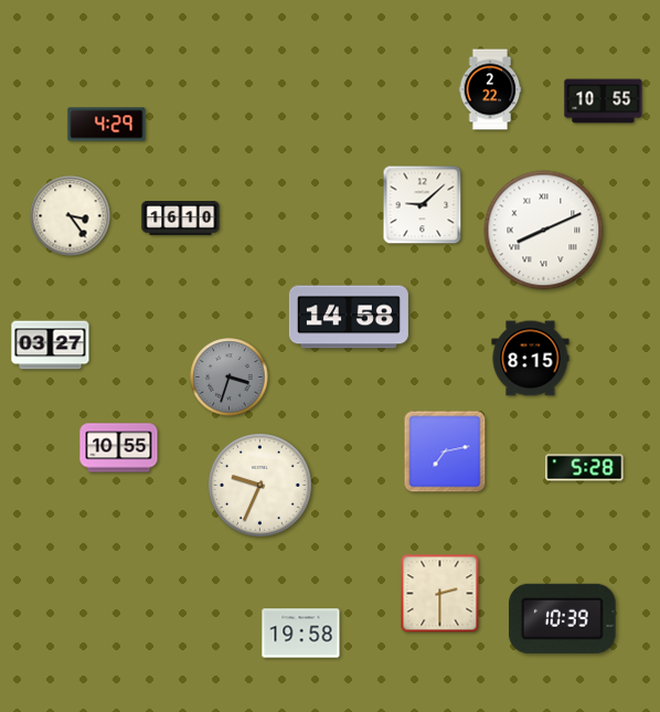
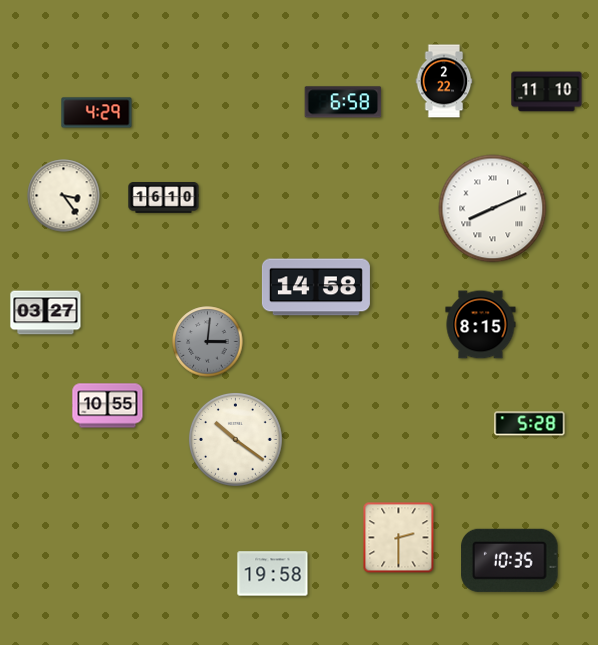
clock at (604, 102): 10:55 -> 11:10
clock at (343, 102): none -> 6:58
clock at (423, 205): 9:08 -> none
clock at (230, 378): 3:33 -> 3:01
clock at (445, 451): 7:13 -> none
clock at (259, 485): 9:34 -> 10:21
clock at (563, 618): 10:39 -> 10:35
